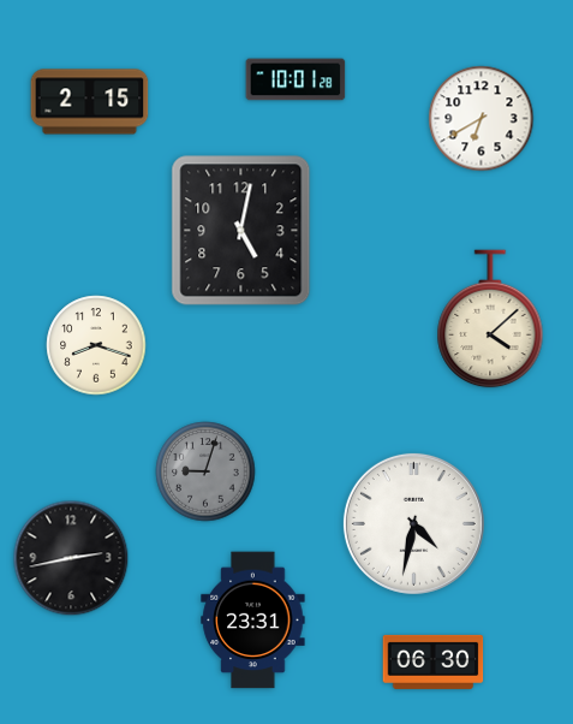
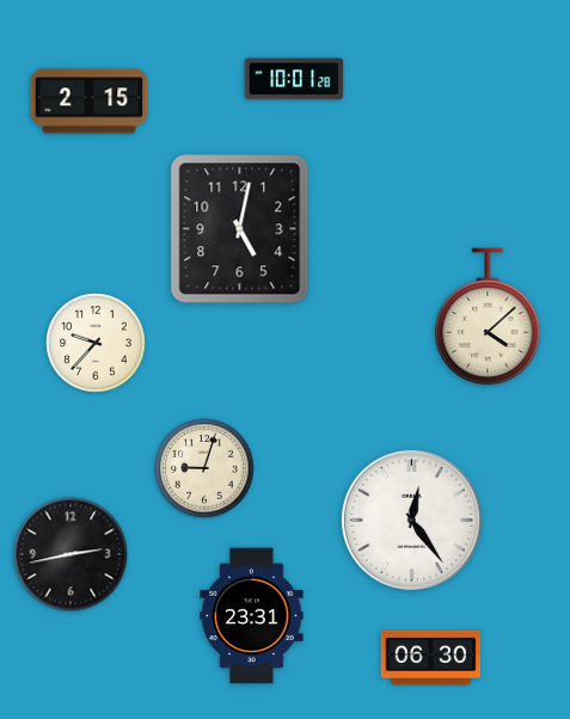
clock at (482, 119): 6:40 -> none
clock at (96, 345): 8:18 -> 9:37
clock at (205, 471) dial: grey -> cream
clock at (413, 523): 4:32 -> 12:24
